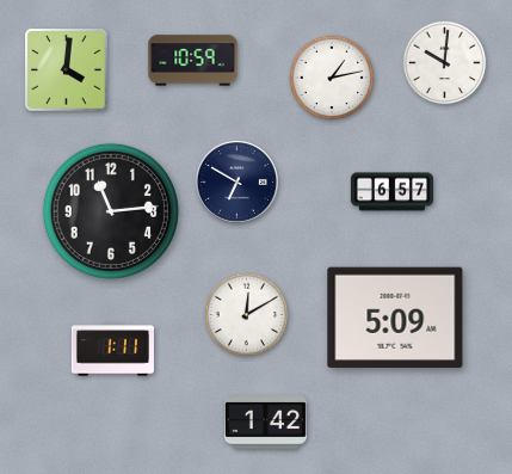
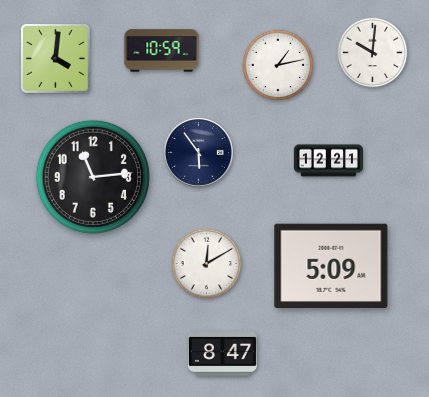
clock at (236, 181): 6:50 -> 5:54
clock at (391, 192): 6:57 -> 12:21
clock at (112, 350): 1:11 -> none
clock at (265, 423): 1:42 -> 8:47
